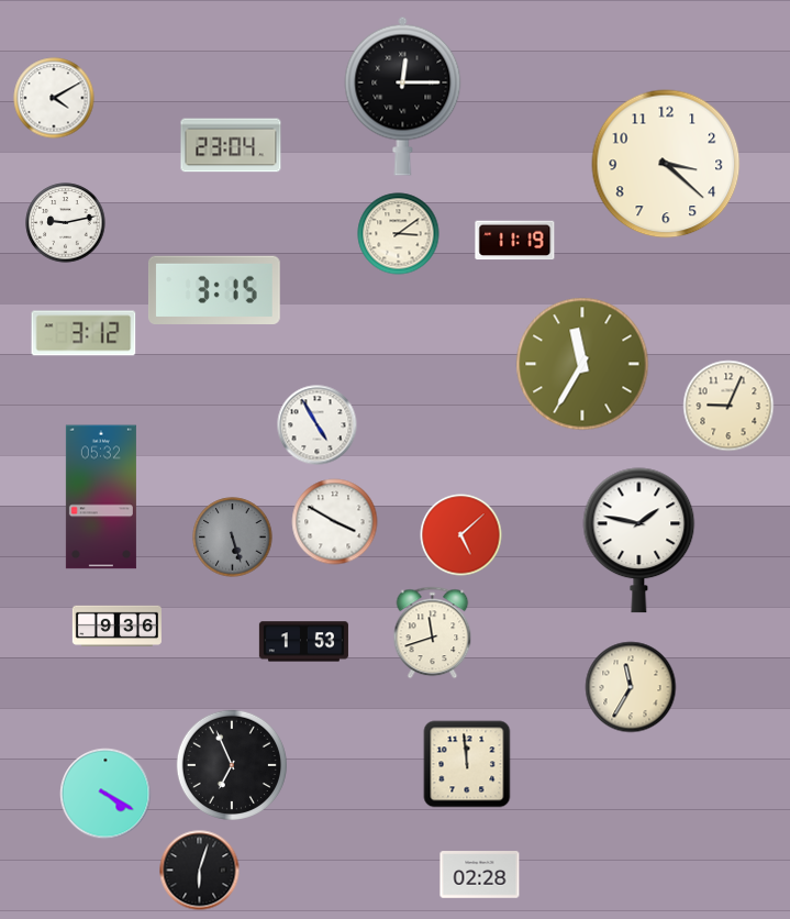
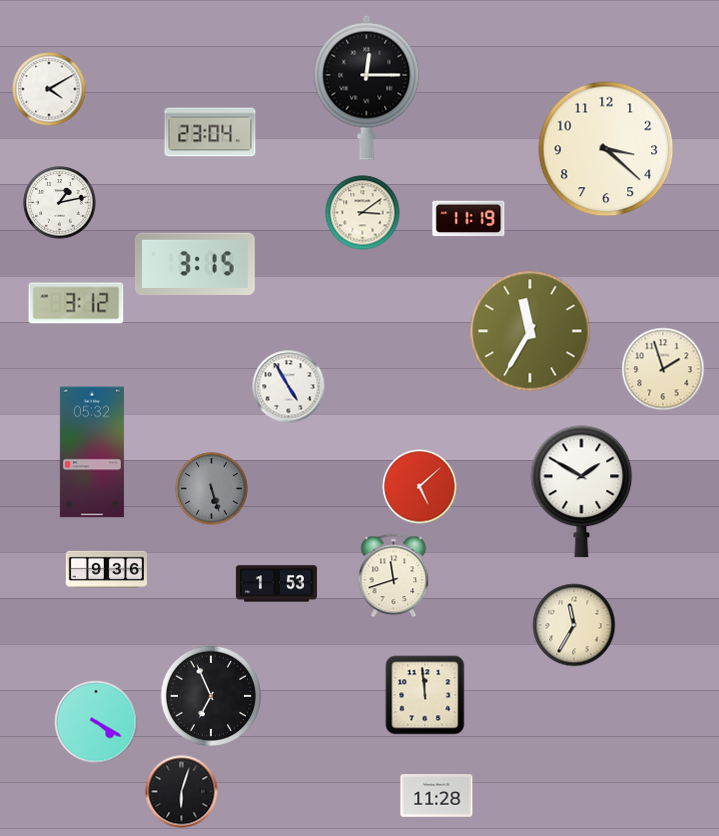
clock at (66, 223): 9:13 -> 1:13
clock at (728, 406): 9:04 -> 1:57
clock at (335, 522): 3:50 -> none
clock at (639, 541): 1:47 -> 1:50
clock at (480, 875): 02:28 -> 11:28
